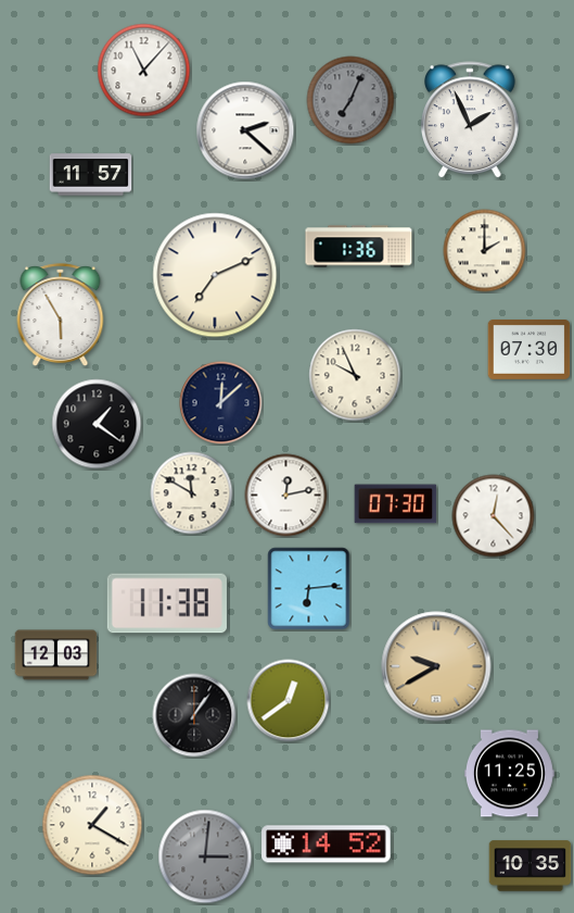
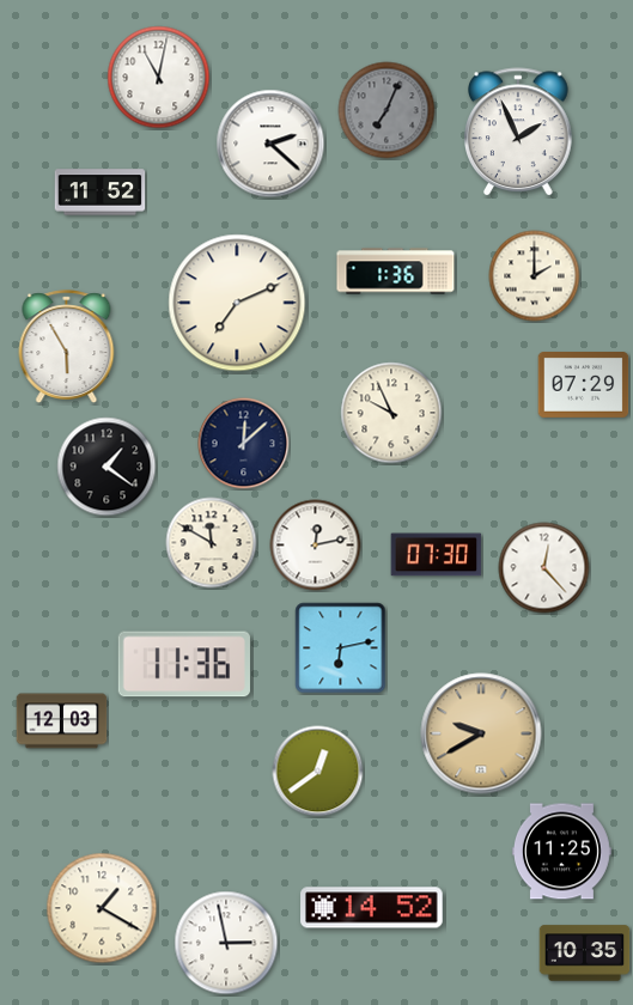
clock at (144, 71): 11:07 -> 11:02
clock at (91, 175): 11:57 -> 11:52
clock at (530, 350): 07:30 -> 07:29
clock at (309, 589): 6:14 -> 6:13
clock at (167, 603): 11:38 -> 11:36
clock at (194, 715): 1:06 -> none
clock at (327, 845) position: (327, 845) -> (372, 908)
clock at (205, 856): 3:01 -> 2:58
clock at (205, 856) dial: grey -> white
